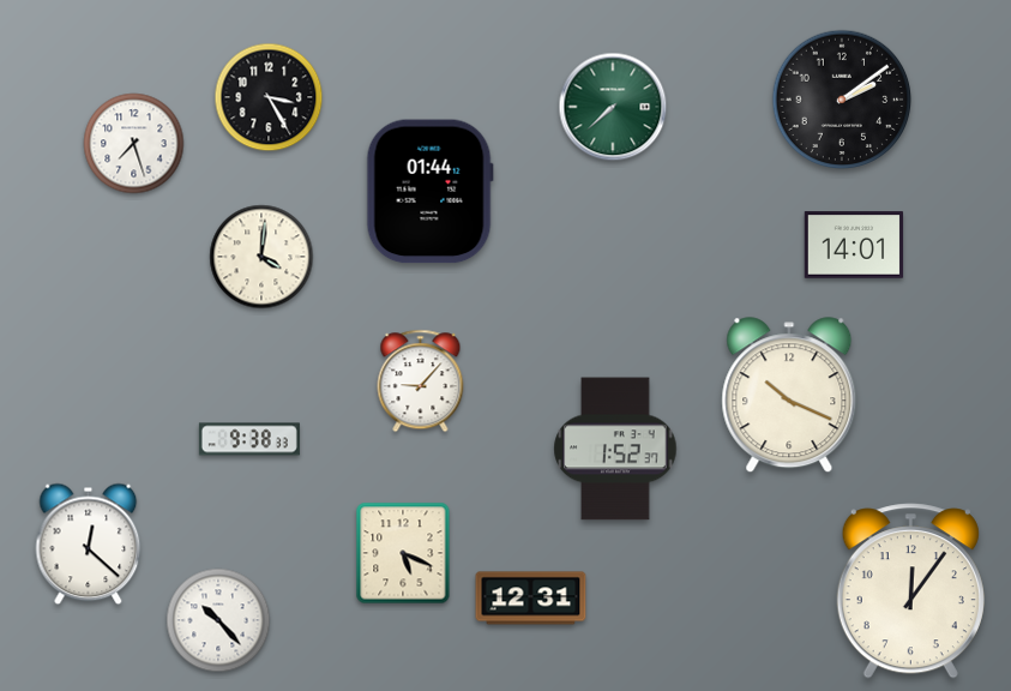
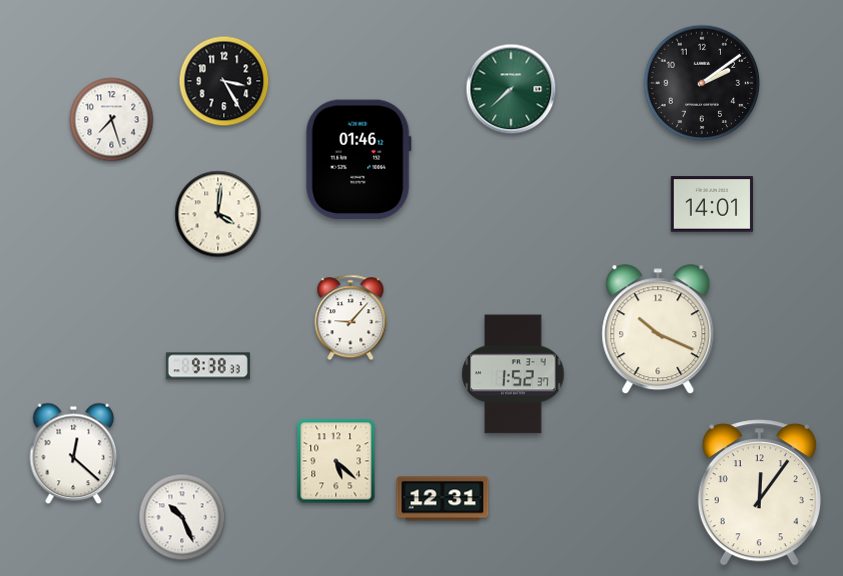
clock at (429, 192): 01:44 -> 01:46
clock at (403, 553): 5:19 -> 5:22
clock at (218, 620): 10:23 -> 10:26
